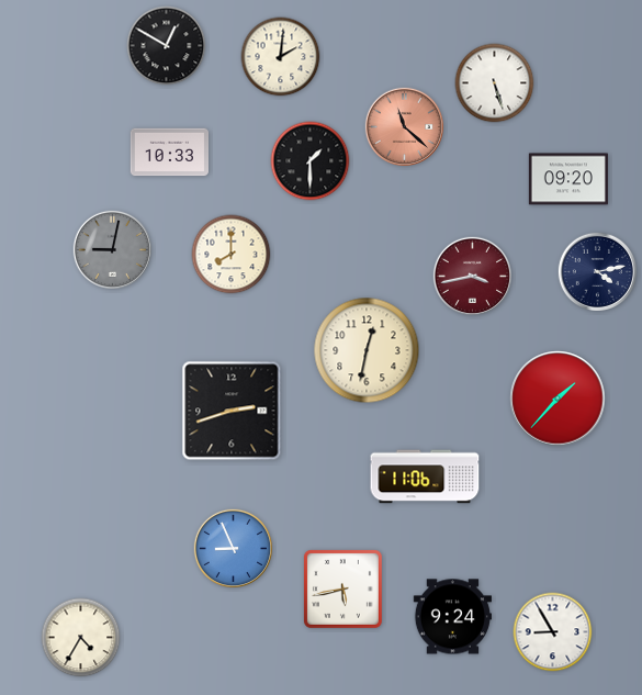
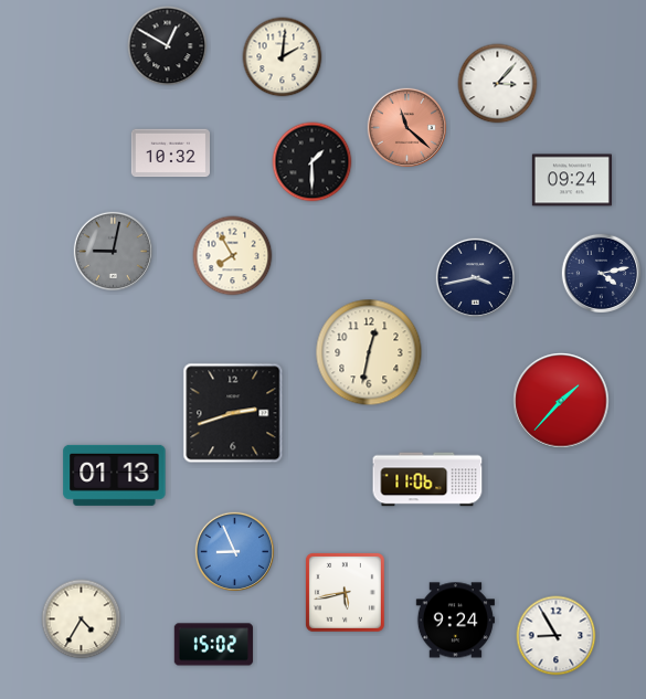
clock at (495, 83): 5:27 -> 3:07
clock at (169, 153): 10:33 -> 10:32
clock at (568, 179): 09:20 -> 09:24
clock at (232, 255): 8:00 -> 7:55
clock at (472, 276) dial: burgundy -> navy
clock at (115, 475): none -> 01:13
clock at (81, 638) position: (81, 638) -> (82, 619)
clock at (213, 645): none -> 15:02
